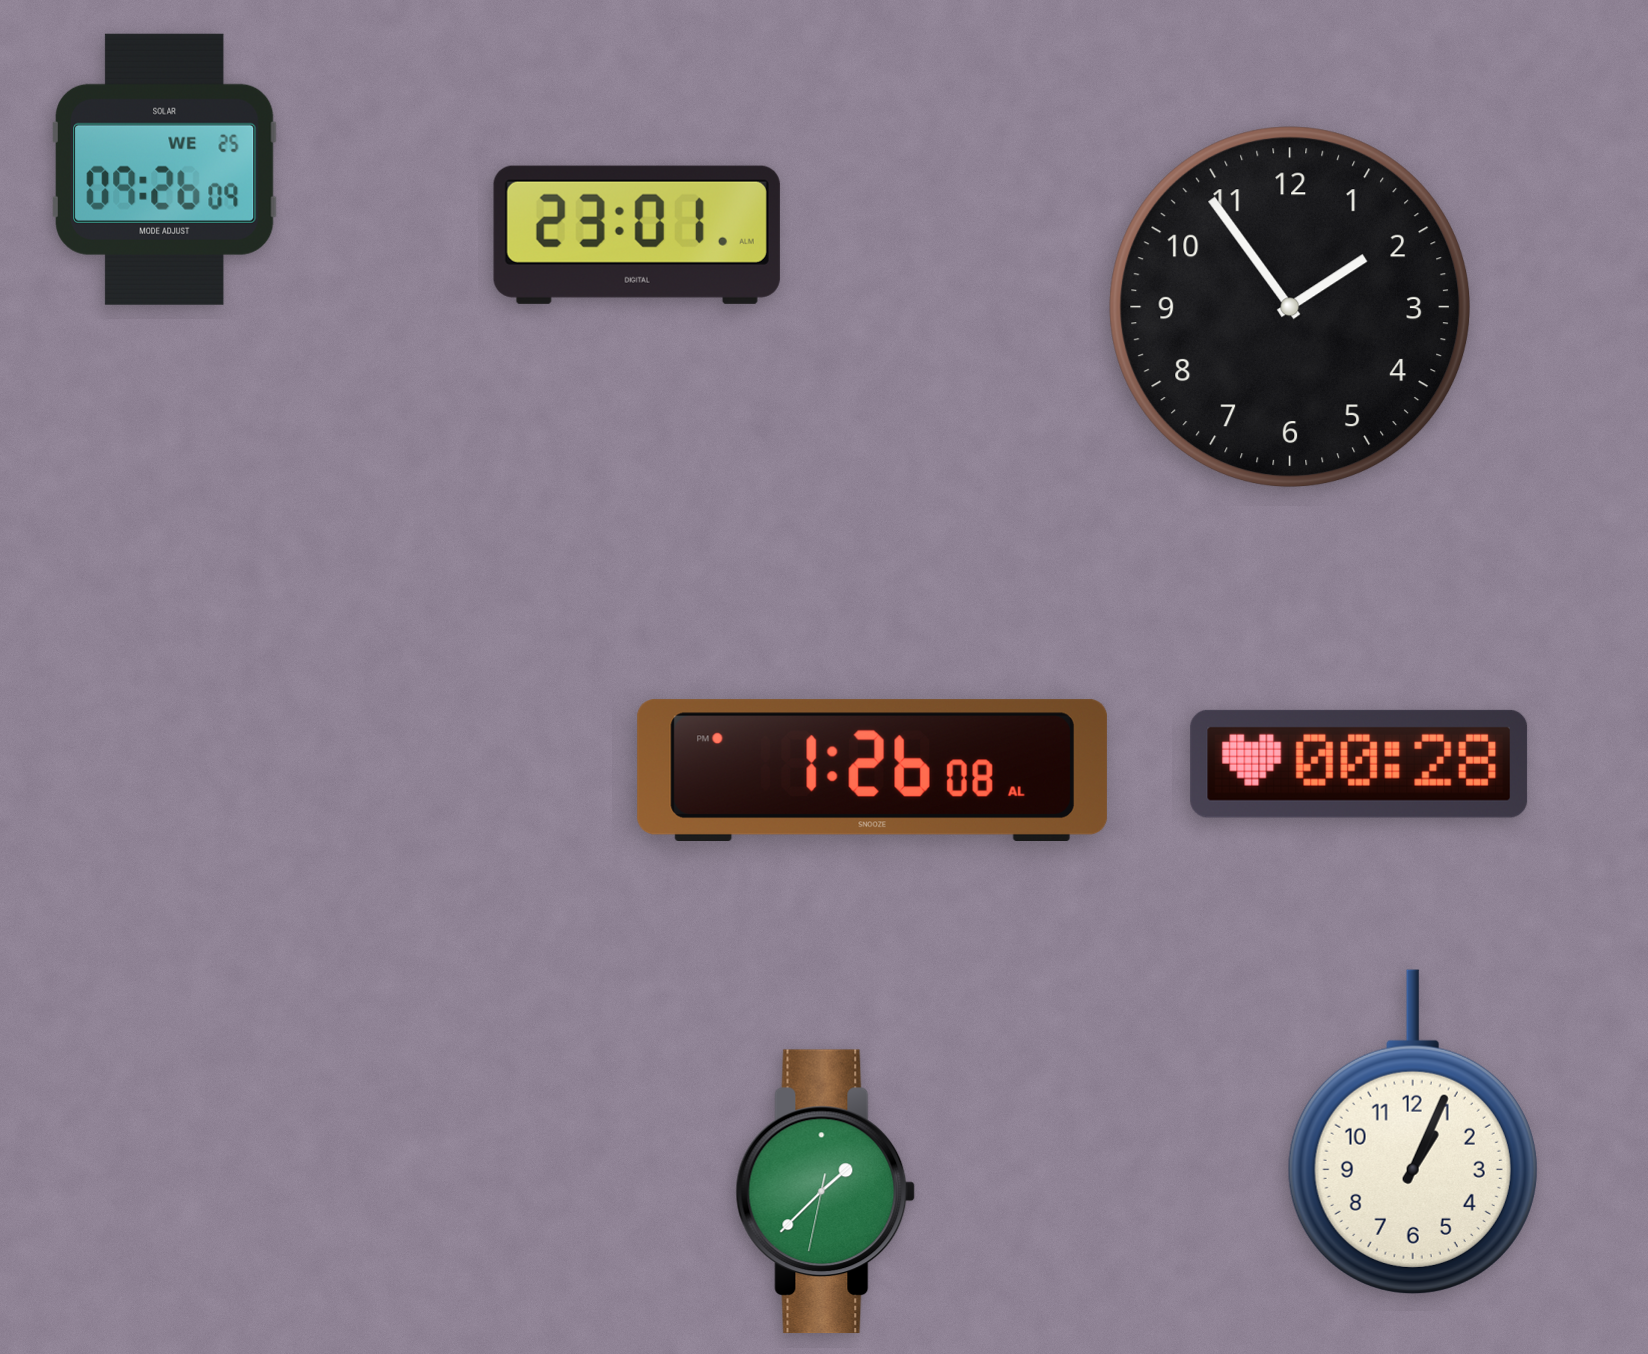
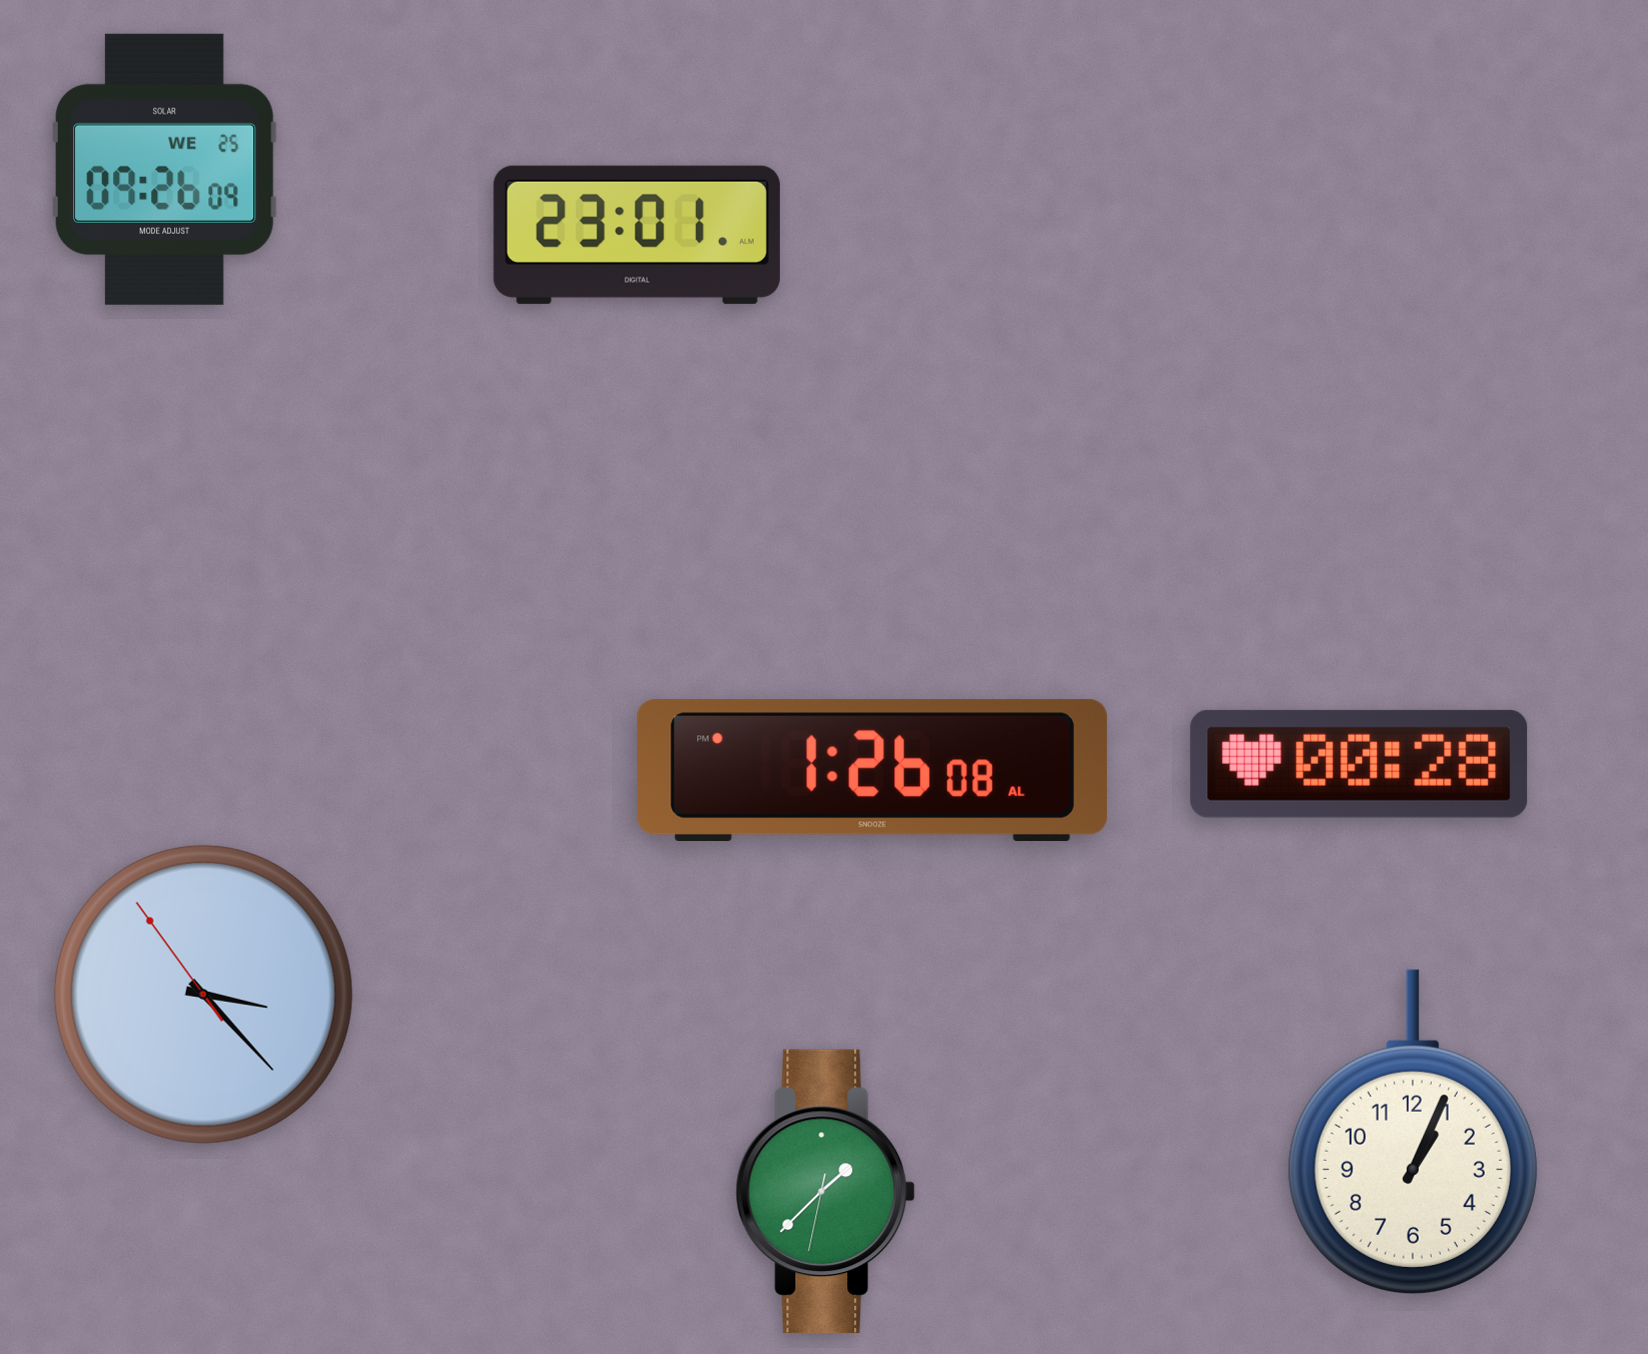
clock at (1290, 307): 1:54 -> none
clock at (203, 994): none -> 3:22
